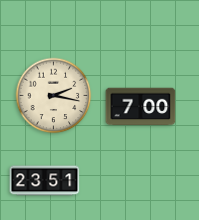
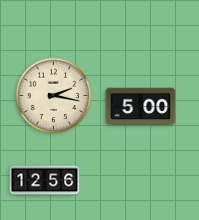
clock at (141, 107): 7:00 -> 5:00
clock at (45, 181): 23:51 -> 12:56
